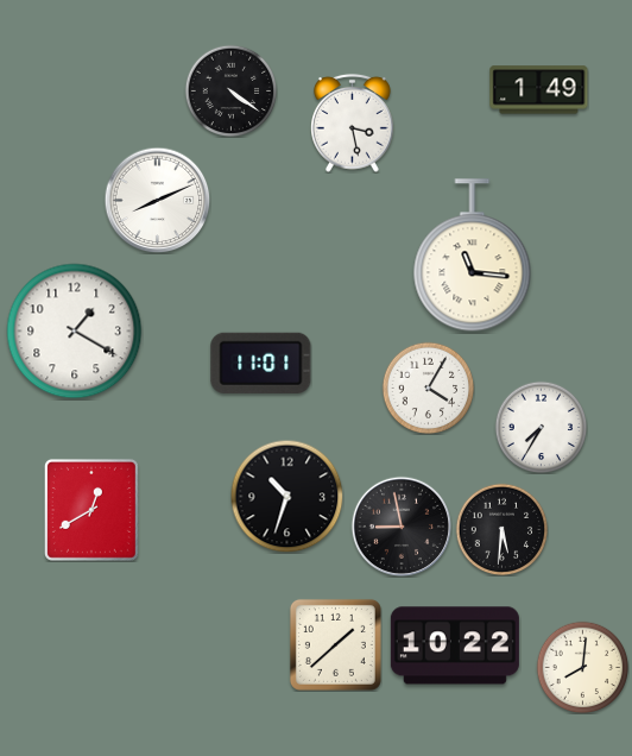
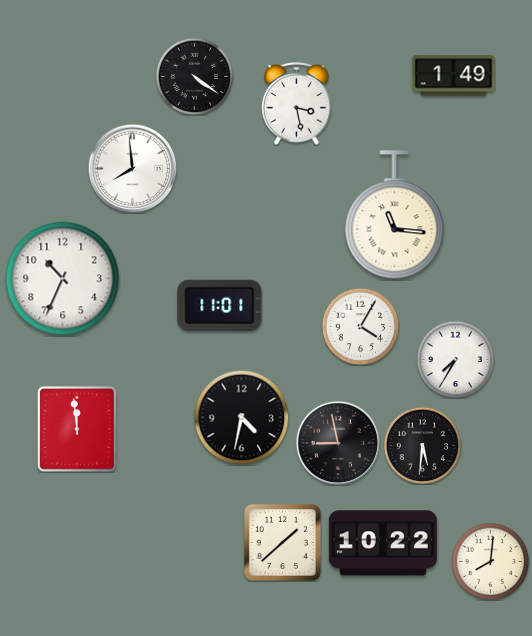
clock at (157, 200): 8:11 -> 7:59
clock at (473, 256) position: (473, 256) -> (395, 215)
clock at (75, 332): 1:20 -> 10:34
clock at (286, 496): 10:33 -> 4:32
clock at (91, 510): 12:40 -> 11:59
